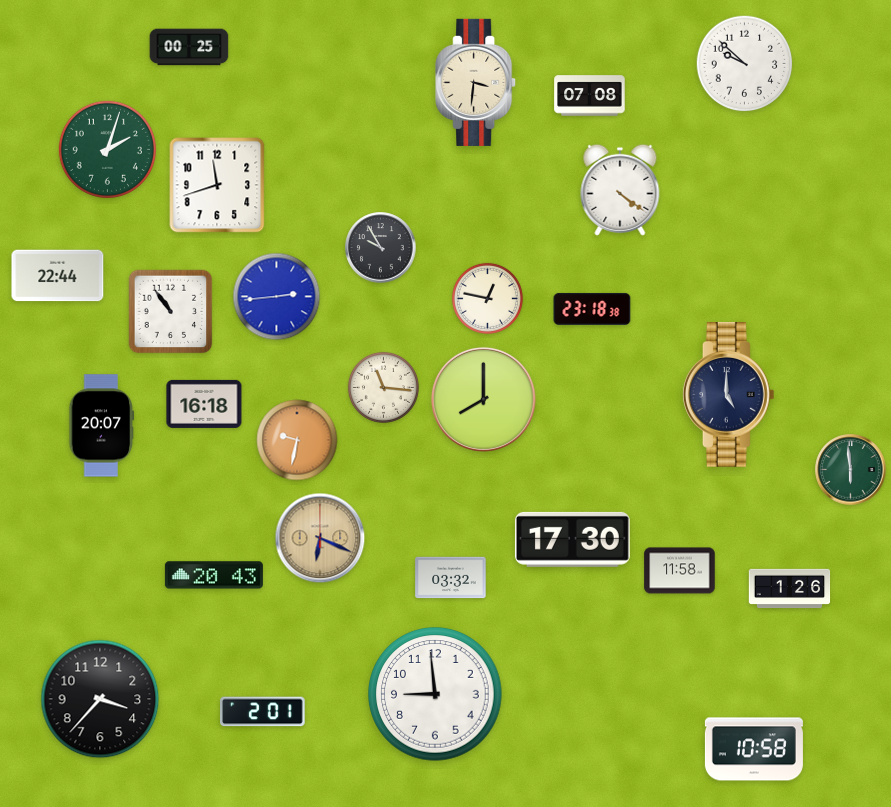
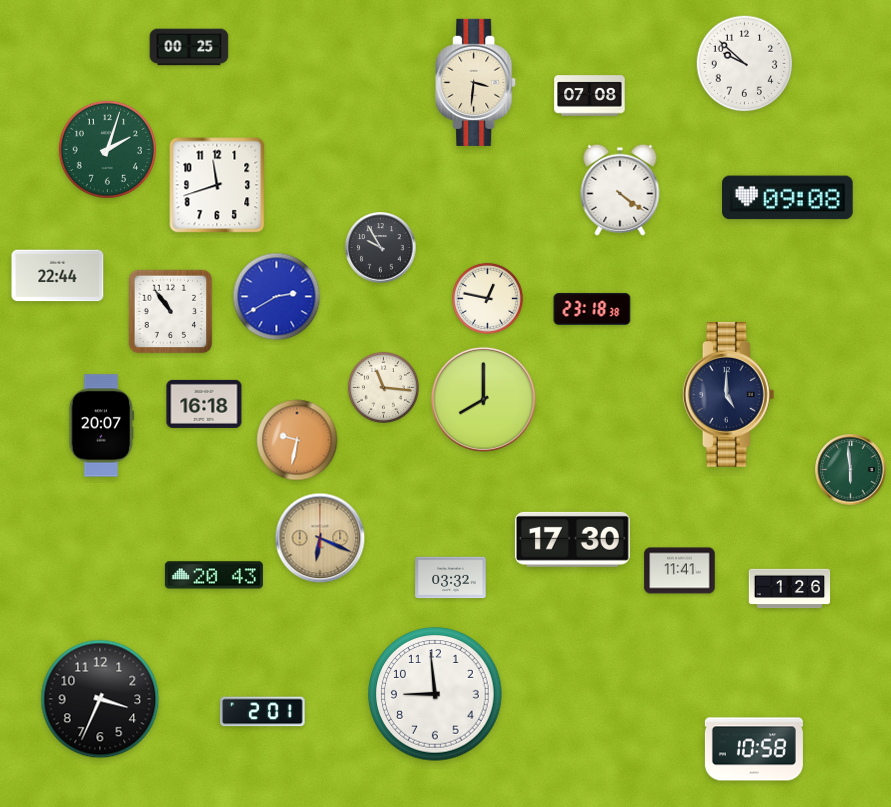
clock at (788, 198): none -> 09:08
clock at (277, 297): 2:44 -> 2:40
clock at (680, 571): 11:58 -> 11:41
clock at (100, 699): 3:37 -> 3:34
